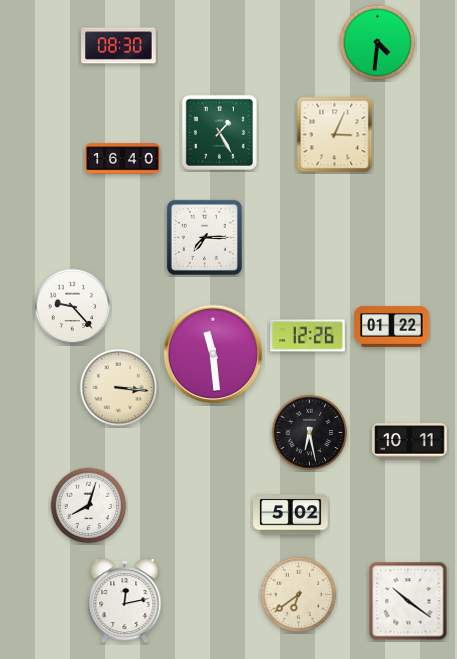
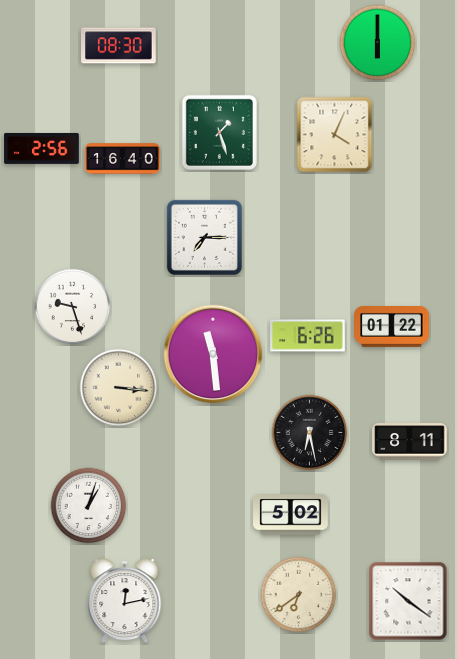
clock at (378, 43): 4:31 -> 6:00
clock at (219, 132): 1:25 -> 1:27
clock at (335, 135): 3:04 -> 4:04
clock at (42, 148): none -> 2:56
clock at (73, 307): 9:23 -> 9:27
clock at (308, 336): 12:26 -> 6:26
clock at (410, 442): 10:11 -> 8:11
clock at (89, 506): 8:03 -> 1:03
